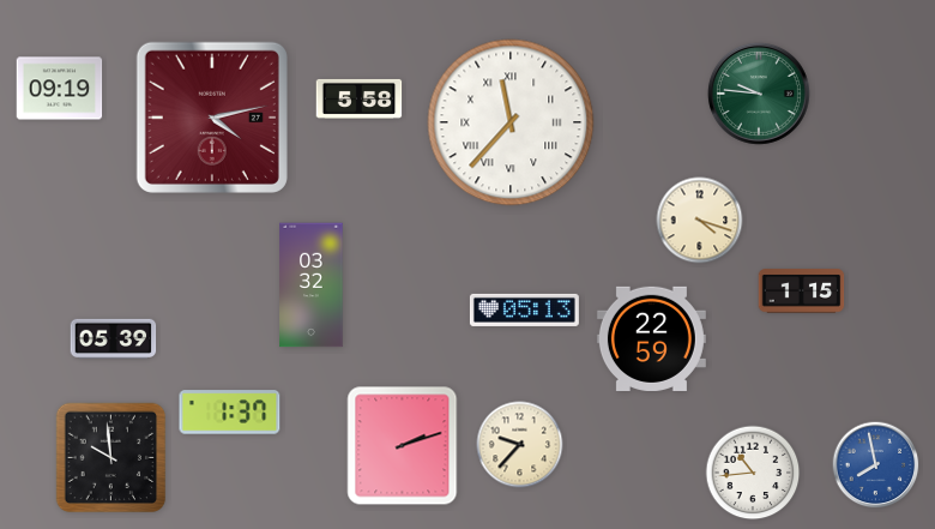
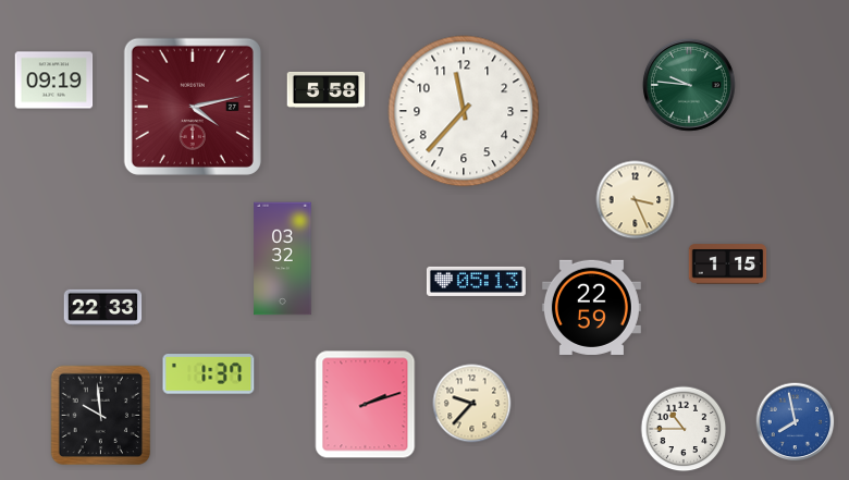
clock at (511, 122) numerals: Roman -> Arabic
clock at (700, 221): 4:18 -> 3:26
clock at (114, 338): 05:39 -> 22:33
clock at (753, 473): 10:44 -> 10:45
